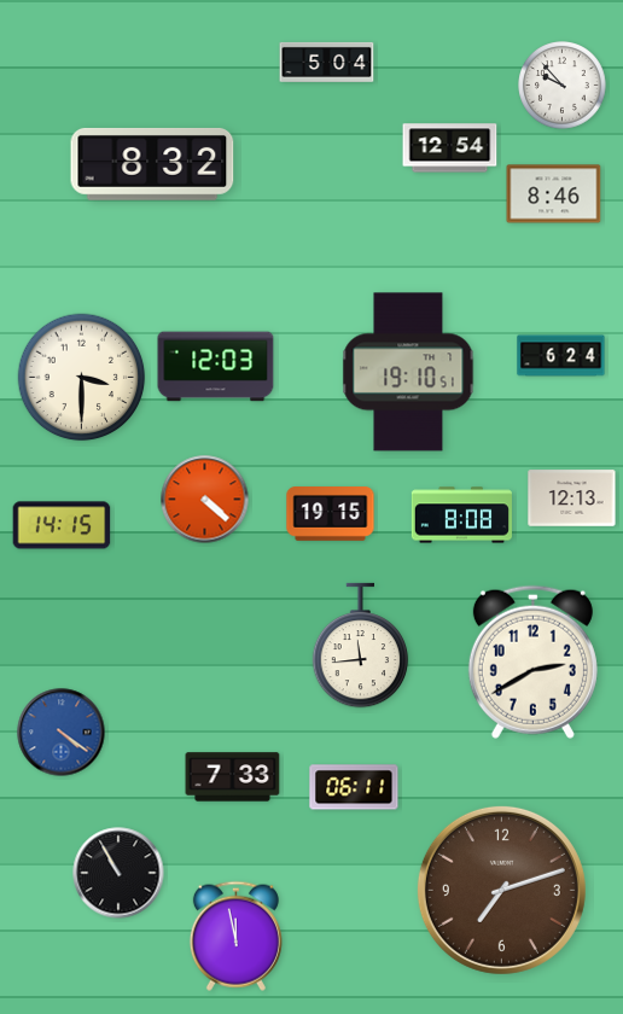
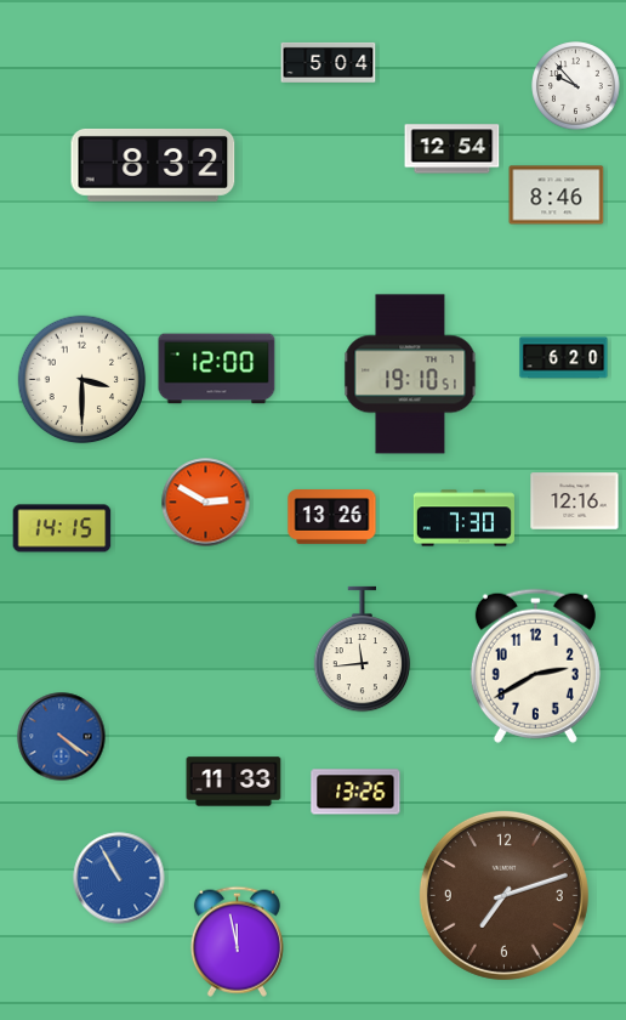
clock at (563, 86) position: (563, 86) -> (576, 86)
clock at (561, 356): 6:24 -> 6:20
clock at (216, 367): 12:03 -> 12:00
clock at (572, 499): 12:13 -> 12:16
clock at (205, 500): 4:22 -> 2:50
clock at (331, 514): 19:15 -> 13:26
clock at (461, 515): 8:08 -> 7:30
clock at (233, 777): 7:33 -> 11:33
clock at (354, 787): 06:11 -> 13:26
clock at (118, 873) dial: black -> blue
